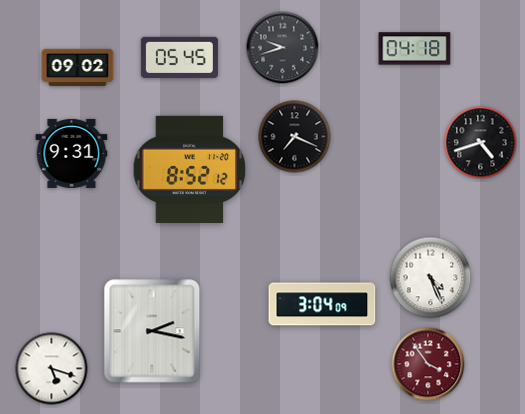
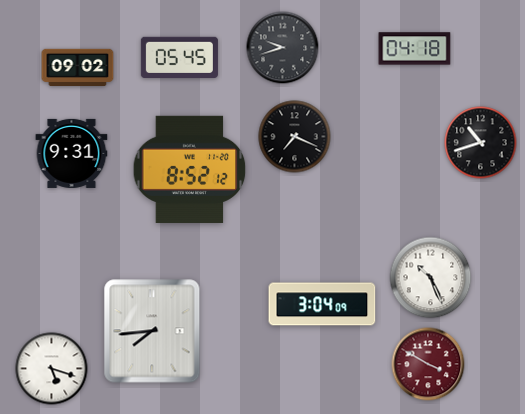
clock at (481, 143): 4:42 -> 10:42
clock at (431, 278): 4:26 -> 10:26
clock at (152, 331): 2:17 -> 7:44
clock at (428, 364): 3:54 -> 3:50
